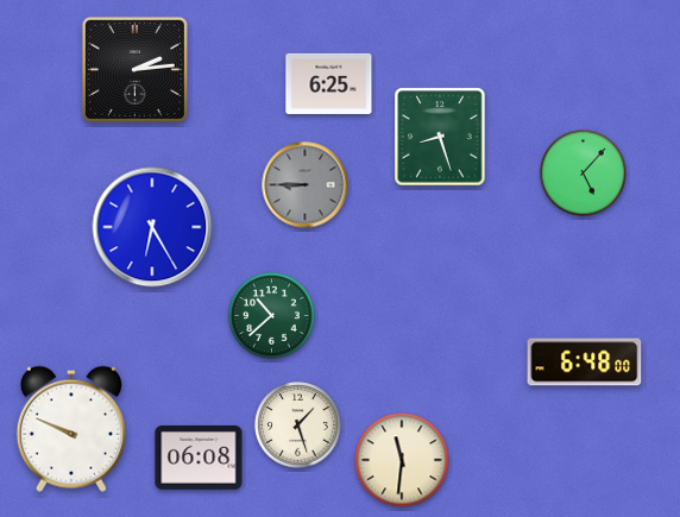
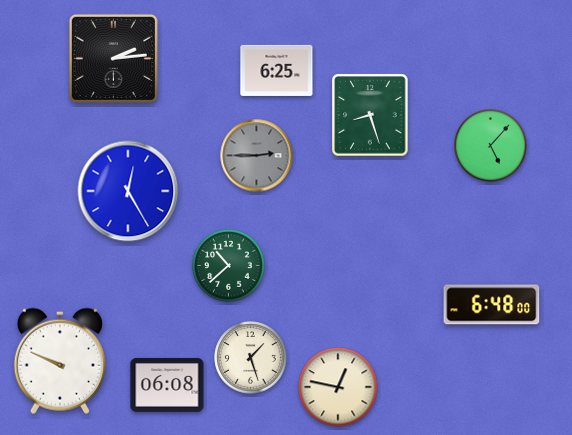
clock at (306, 185): 8:45 -> 2:45
clock at (152, 227): 6:25 -> 12:25
clock at (402, 460): 11:31 -> 12:47
